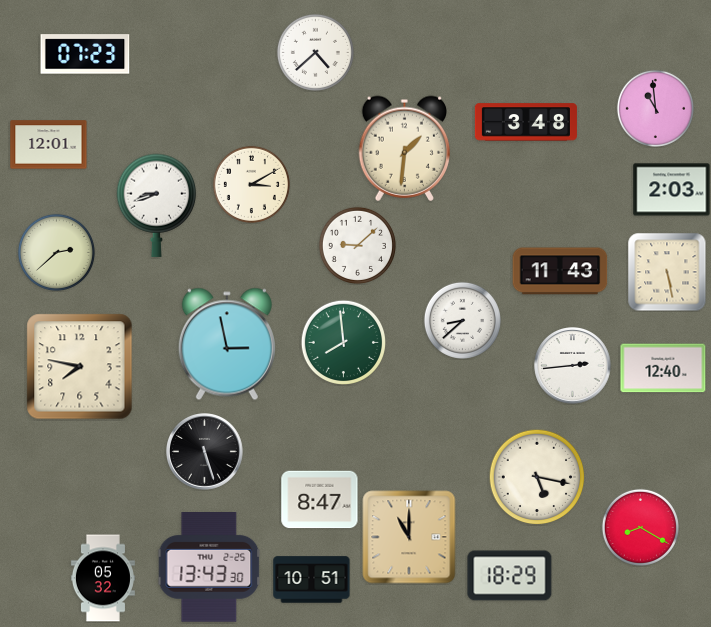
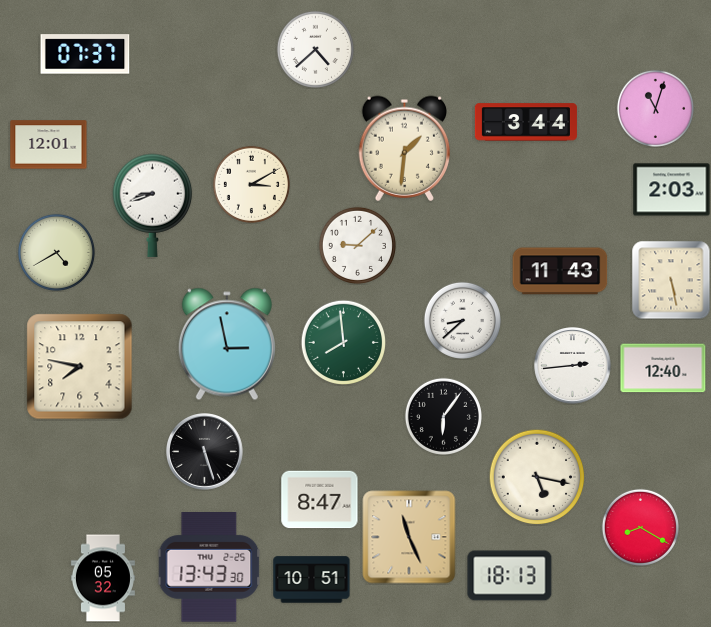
clock at (315, 52) position: (315, 52) -> (315, 49)
clock at (85, 54): 07:23 -> 07:37
clock at (655, 108): 10:59 -> 11:03
clock at (526, 122): 3:48 -> 3:44
clock at (157, 205) position: (157, 205) -> (153, 205)
clock at (56, 252): 2:38 -> 4:40
clock at (667, 272) position: (667, 272) -> (671, 280)
clock at (443, 416): none -> 6:06
clock at (409, 537): 11:00 -> 11:26
clock at (510, 576): 18:29 -> 18:13
